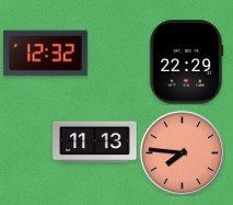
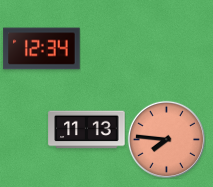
clock at (46, 54): 12:32 -> 12:34
clock at (186, 62): 22:29 -> none
